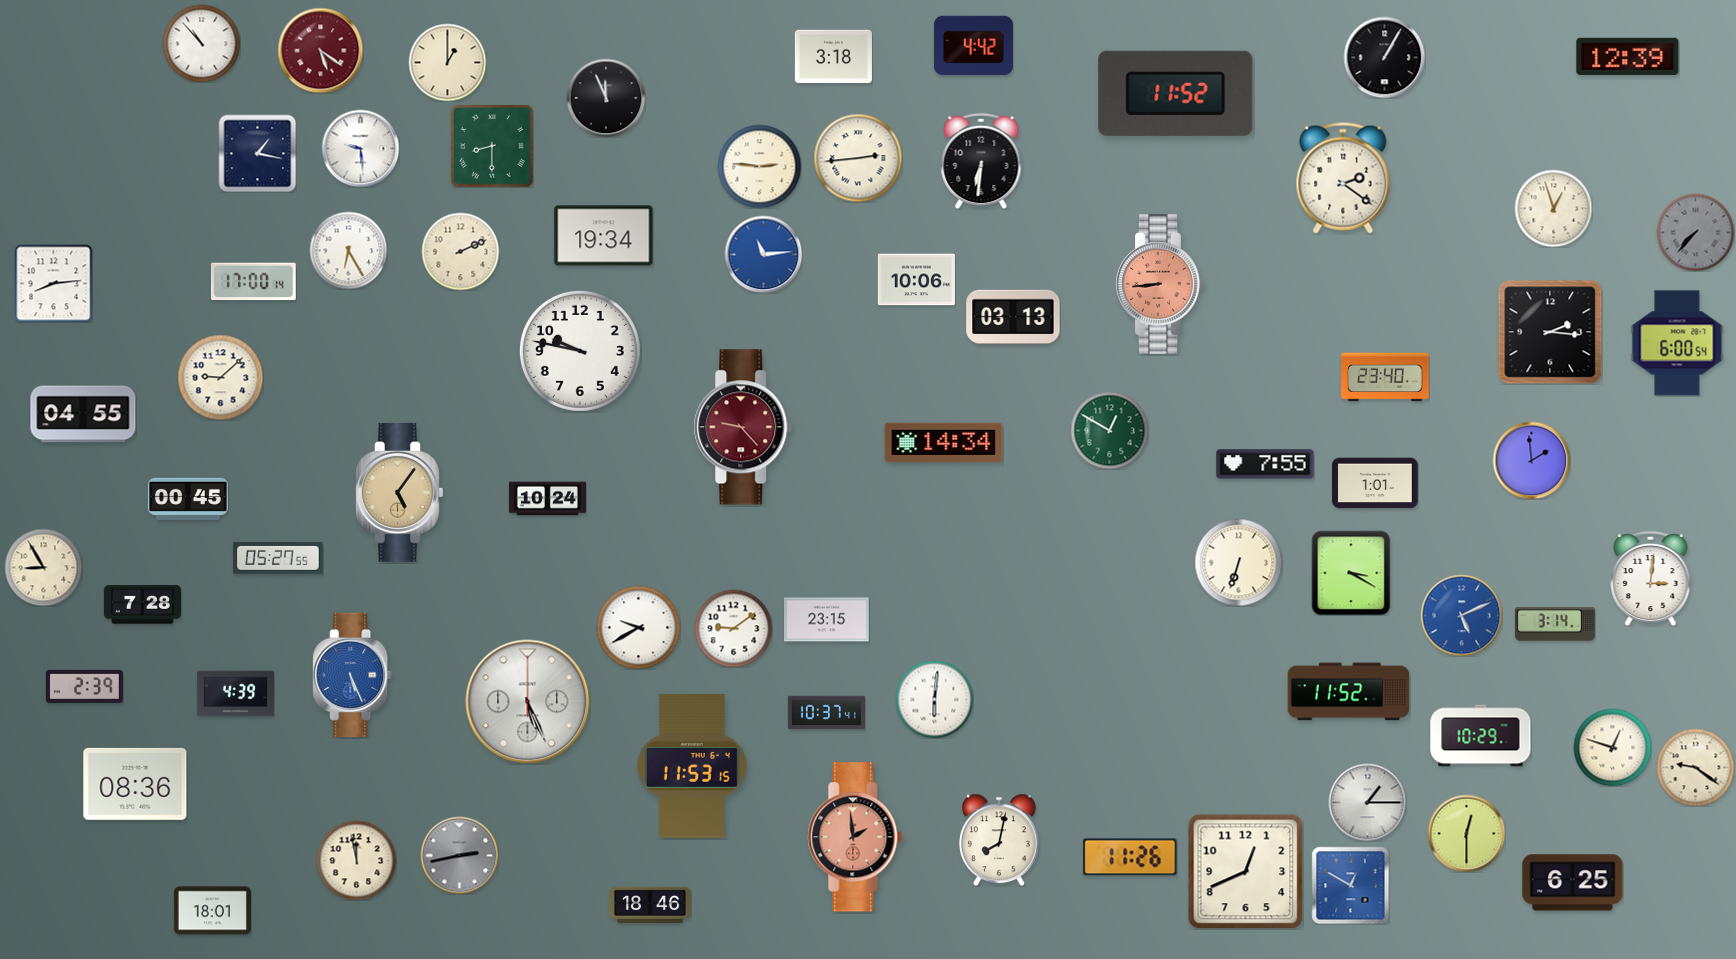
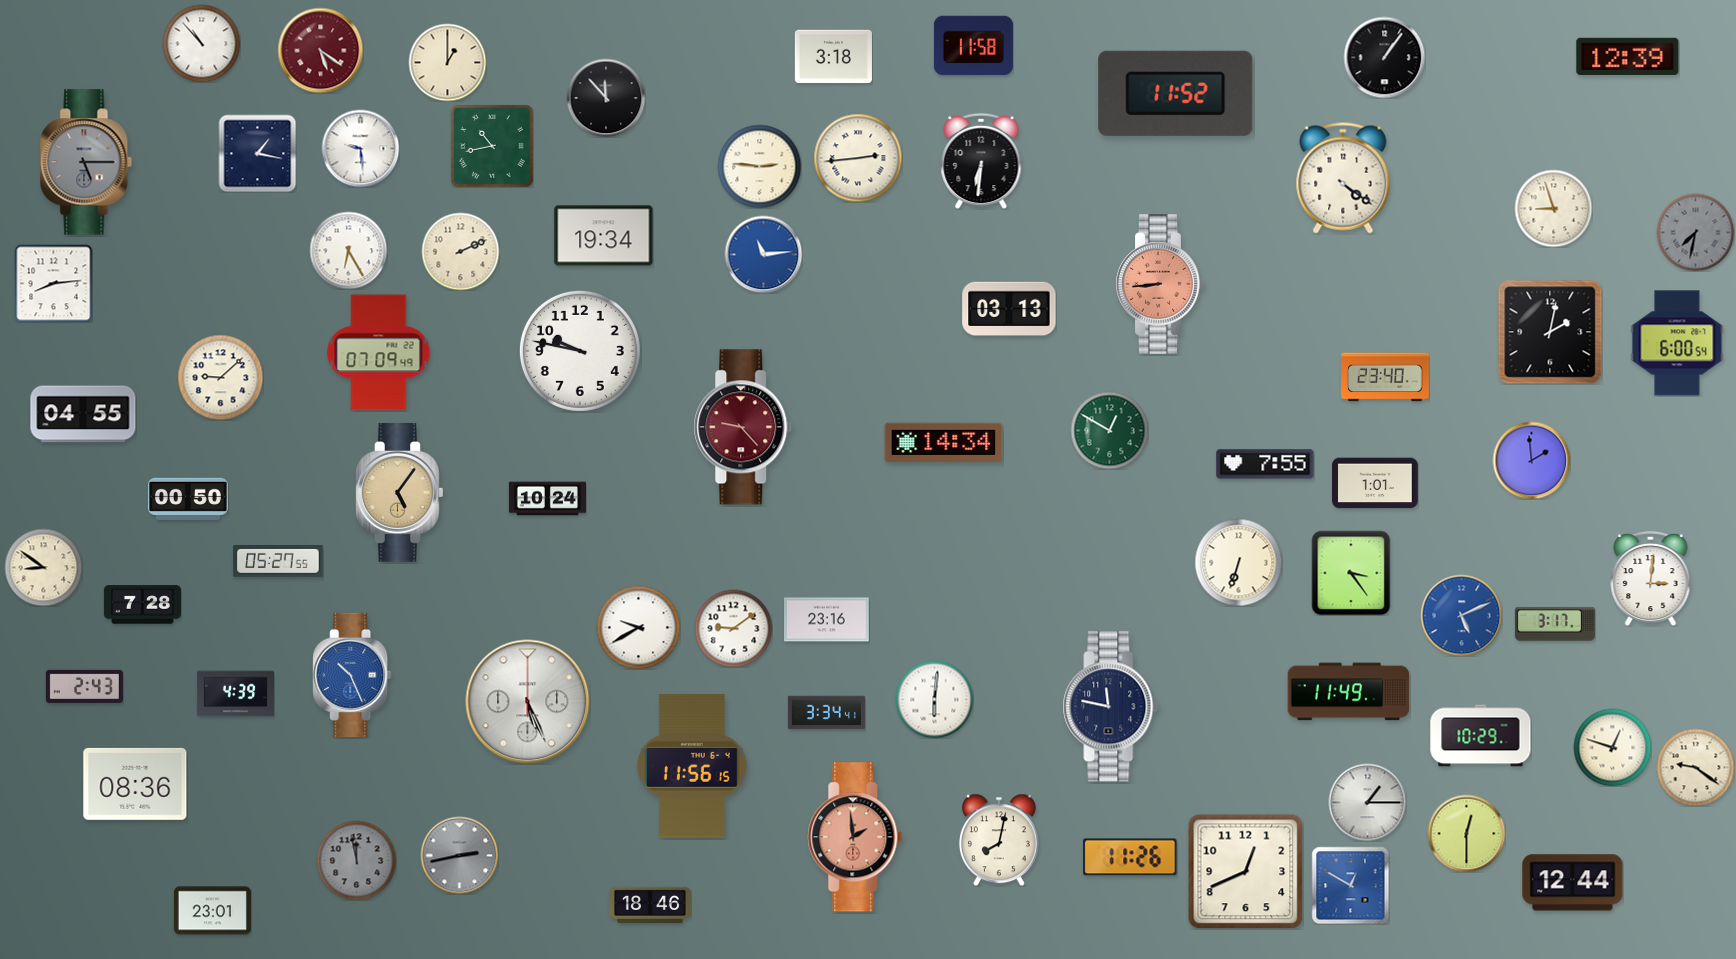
clock at (973, 46): 4:42 -> 11:58
clock at (1384, 57): 1:05 -> 1:06
clock at (606, 98): 11:56 -> 11:53
clock at (492, 146): 8:30 -> 10:43
clock at (86, 162): none -> 5:15
clock at (1343, 178): 2:21 -> 4:21
clock at (1553, 208): 12:57 -> 8:57
clock at (1695, 232): 7:37 -> 7:32
clock at (916, 280): 10:06 -> none
clock at (253, 282): 17:00 -> none
clock at (1013, 316) position: (1013, 316) -> (1009, 308)
clock at (1550, 332): 2:16 -> 2:02
clock at (379, 353): none -> 07:09
clock at (188, 498): 00:45 -> 00:50
clock at (278, 558) position: (278, 558) -> (278, 561)
clock at (43, 567): 8:55 -> 8:51
clock at (1351, 573): 3:20 -> 3:24
clock at (827, 620): 23:15 -> 23:16
clock at (1555, 624): 3:14 -> 3:17
clock at (352, 675): 5:26 -> 10:26
clock at (84, 686): 2:39 -> 2:43
clock at (1349, 692): 11:52 -> 11:49
clock at (1111, 707): none -> 11:47
clock at (826, 713): 10:37 -> 3:34
clock at (692, 766): 11:53 -> 11:56
clock at (356, 860) dial: cream -> grey
clock at (1573, 883): 6:25 -> 12:44
clock at (212, 911): 18:01 -> 23:01
